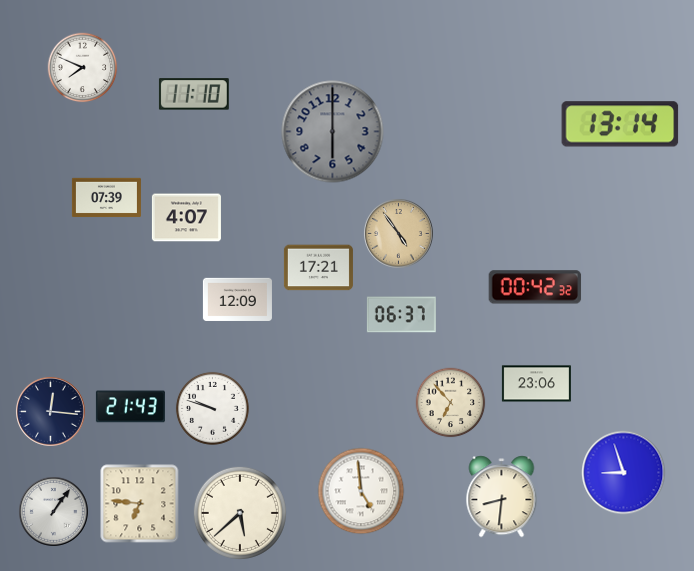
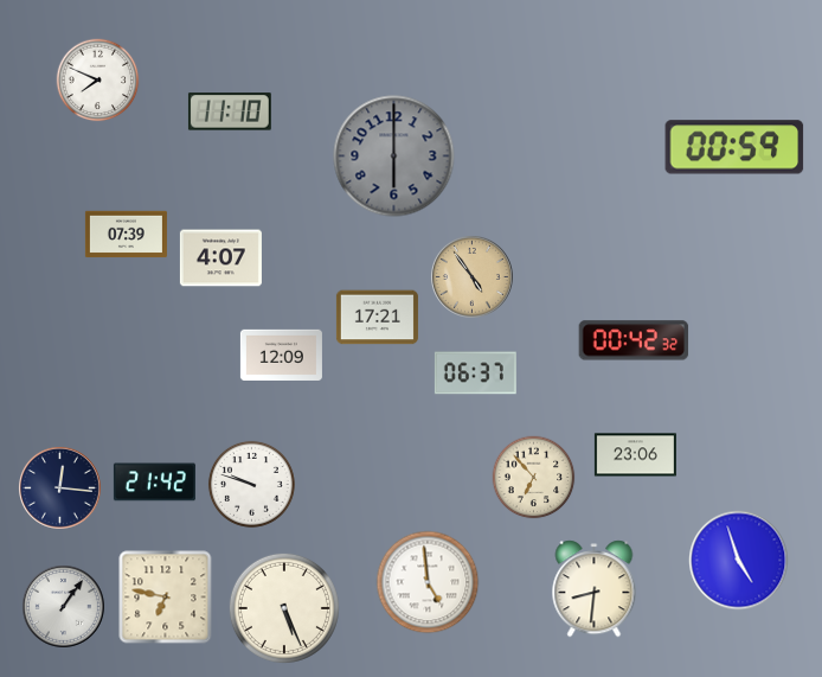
clock at (620, 124): 13:14 -> 00:59
clock at (130, 407): 21:43 -> 21:42
clock at (624, 473): 8:57 -> 4:57
clock at (140, 504): 6:46 -> 6:47
clock at (240, 513): 5:38 -> 5:26
